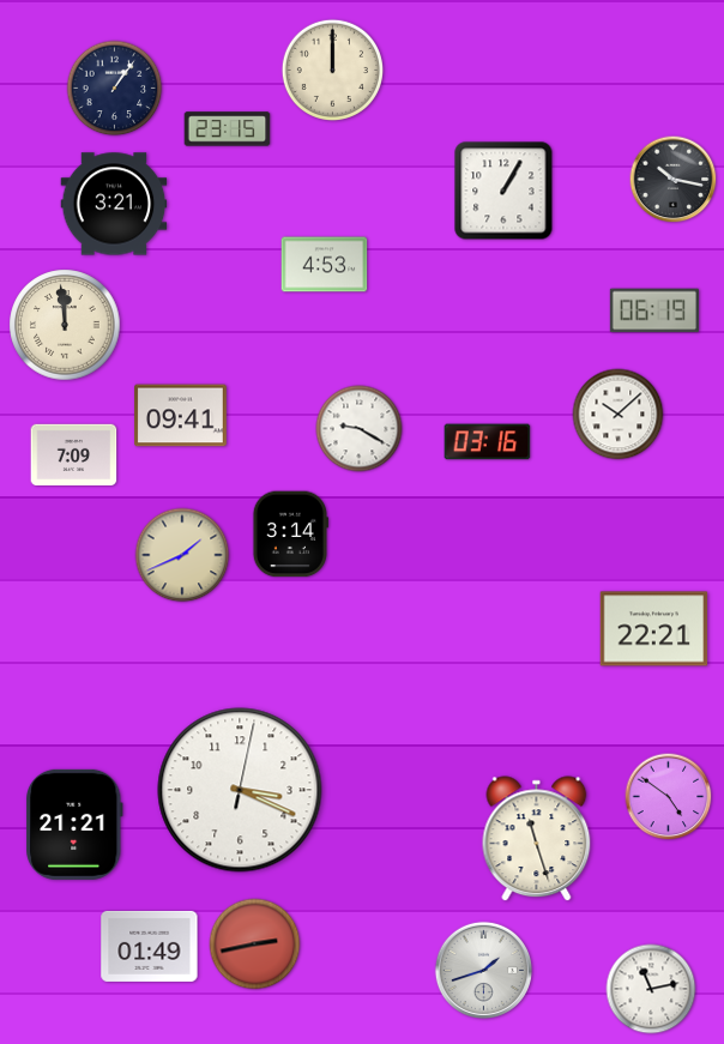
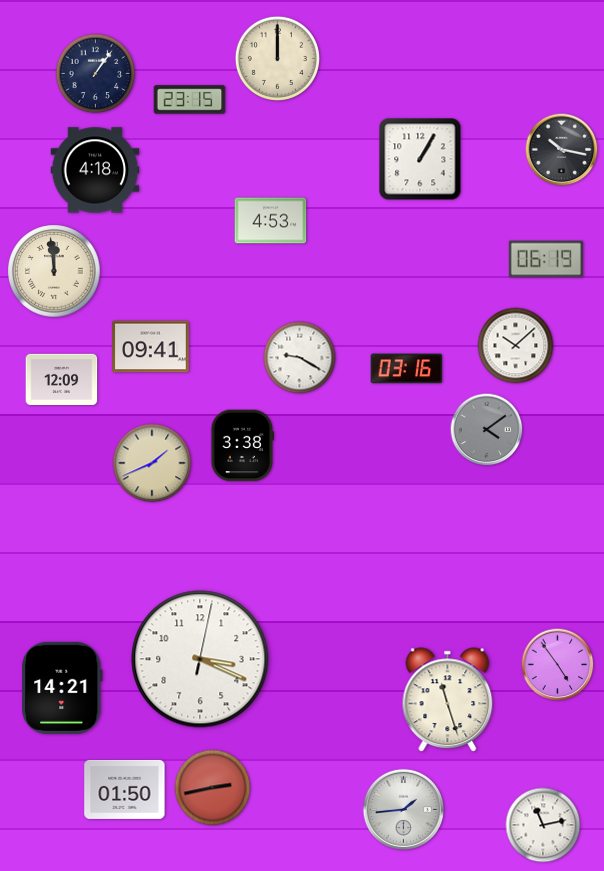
clock at (228, 129) position: (228, 129) -> (190, 100)
clock at (114, 204): 3:21 -> 4:18
clock at (74, 455): 7:09 -> 12:09
clock at (487, 430): none -> 4:09
clock at (290, 535): 3:14 -> 3:38
clock at (654, 629): 22:21 -> none
clock at (669, 797): 4:51 -> 4:54
clock at (74, 825): 21:21 -> 14:21
clock at (150, 946): 01:49 -> 01:50
clock at (483, 970): 1:42 -> 1:44
